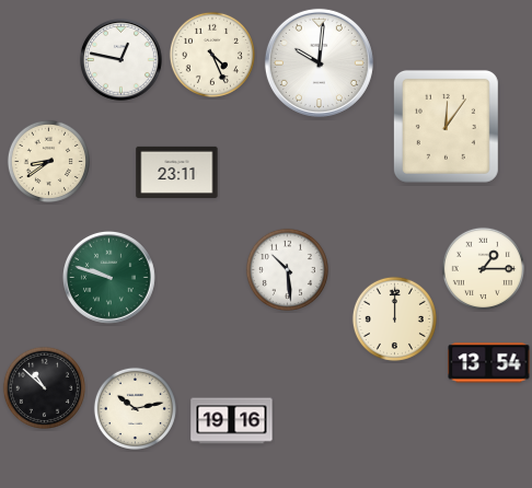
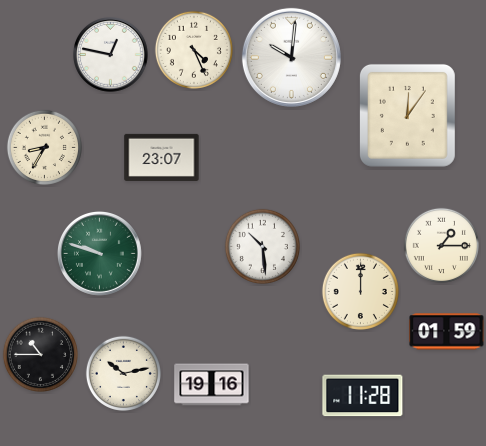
clock at (48, 161): 8:39 -> 8:35
clock at (177, 172): 23:11 -> 23:07
clock at (489, 363): 13:54 -> 01:59
clock at (44, 387): 10:52 -> 10:45
clock at (363, 396): none -> 11:28
